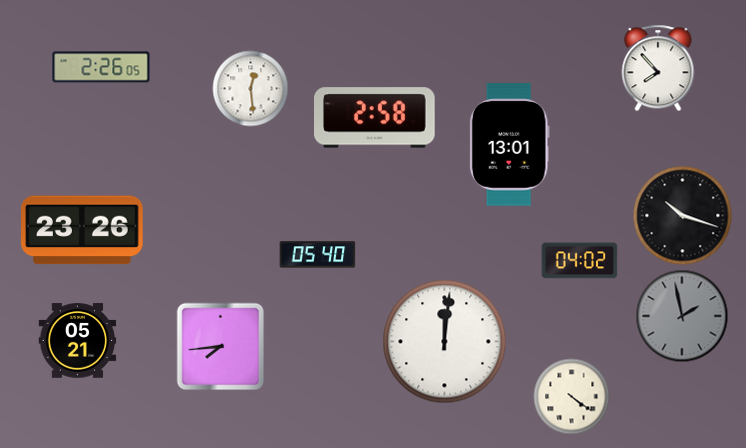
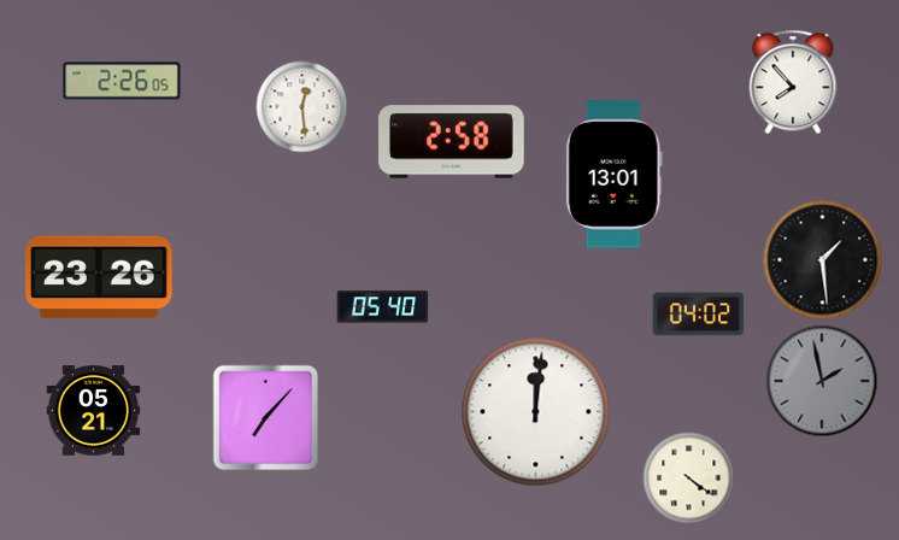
clock at (683, 216): 10:18 -> 1:29
clock at (221, 347): 7:44 -> 7:07
